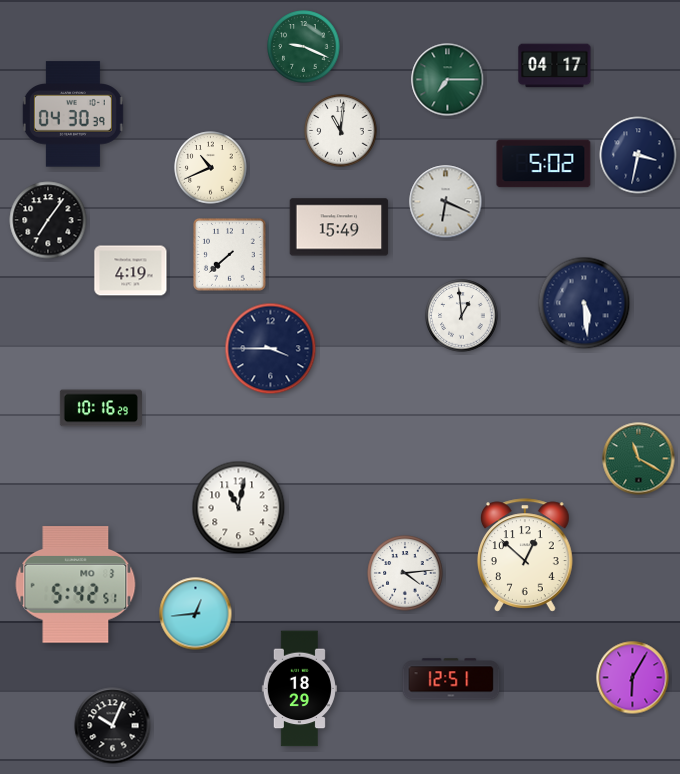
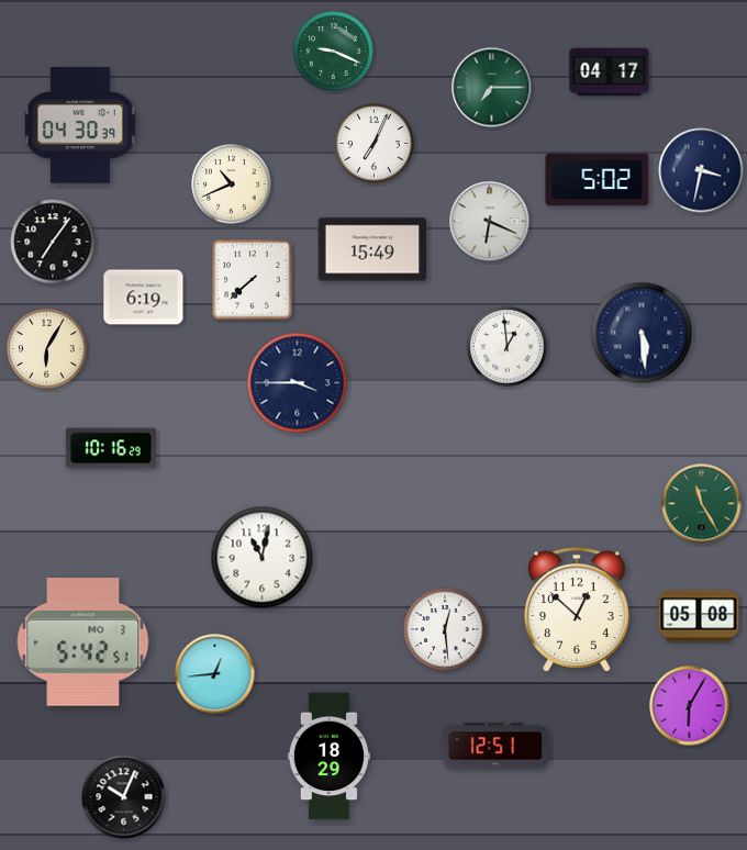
clock at (341, 131): 11:01 -> 7:04
clock at (131, 271): 4:19 -> 6:19
clock at (47, 349): none -> 6:05
clock at (639, 459): 11:20 -> 11:25
clock at (699, 616): none -> 05:08
clock at (405, 573): 4:14 -> 12:29
clock at (633, 678) position: (633, 678) -> (690, 706)
